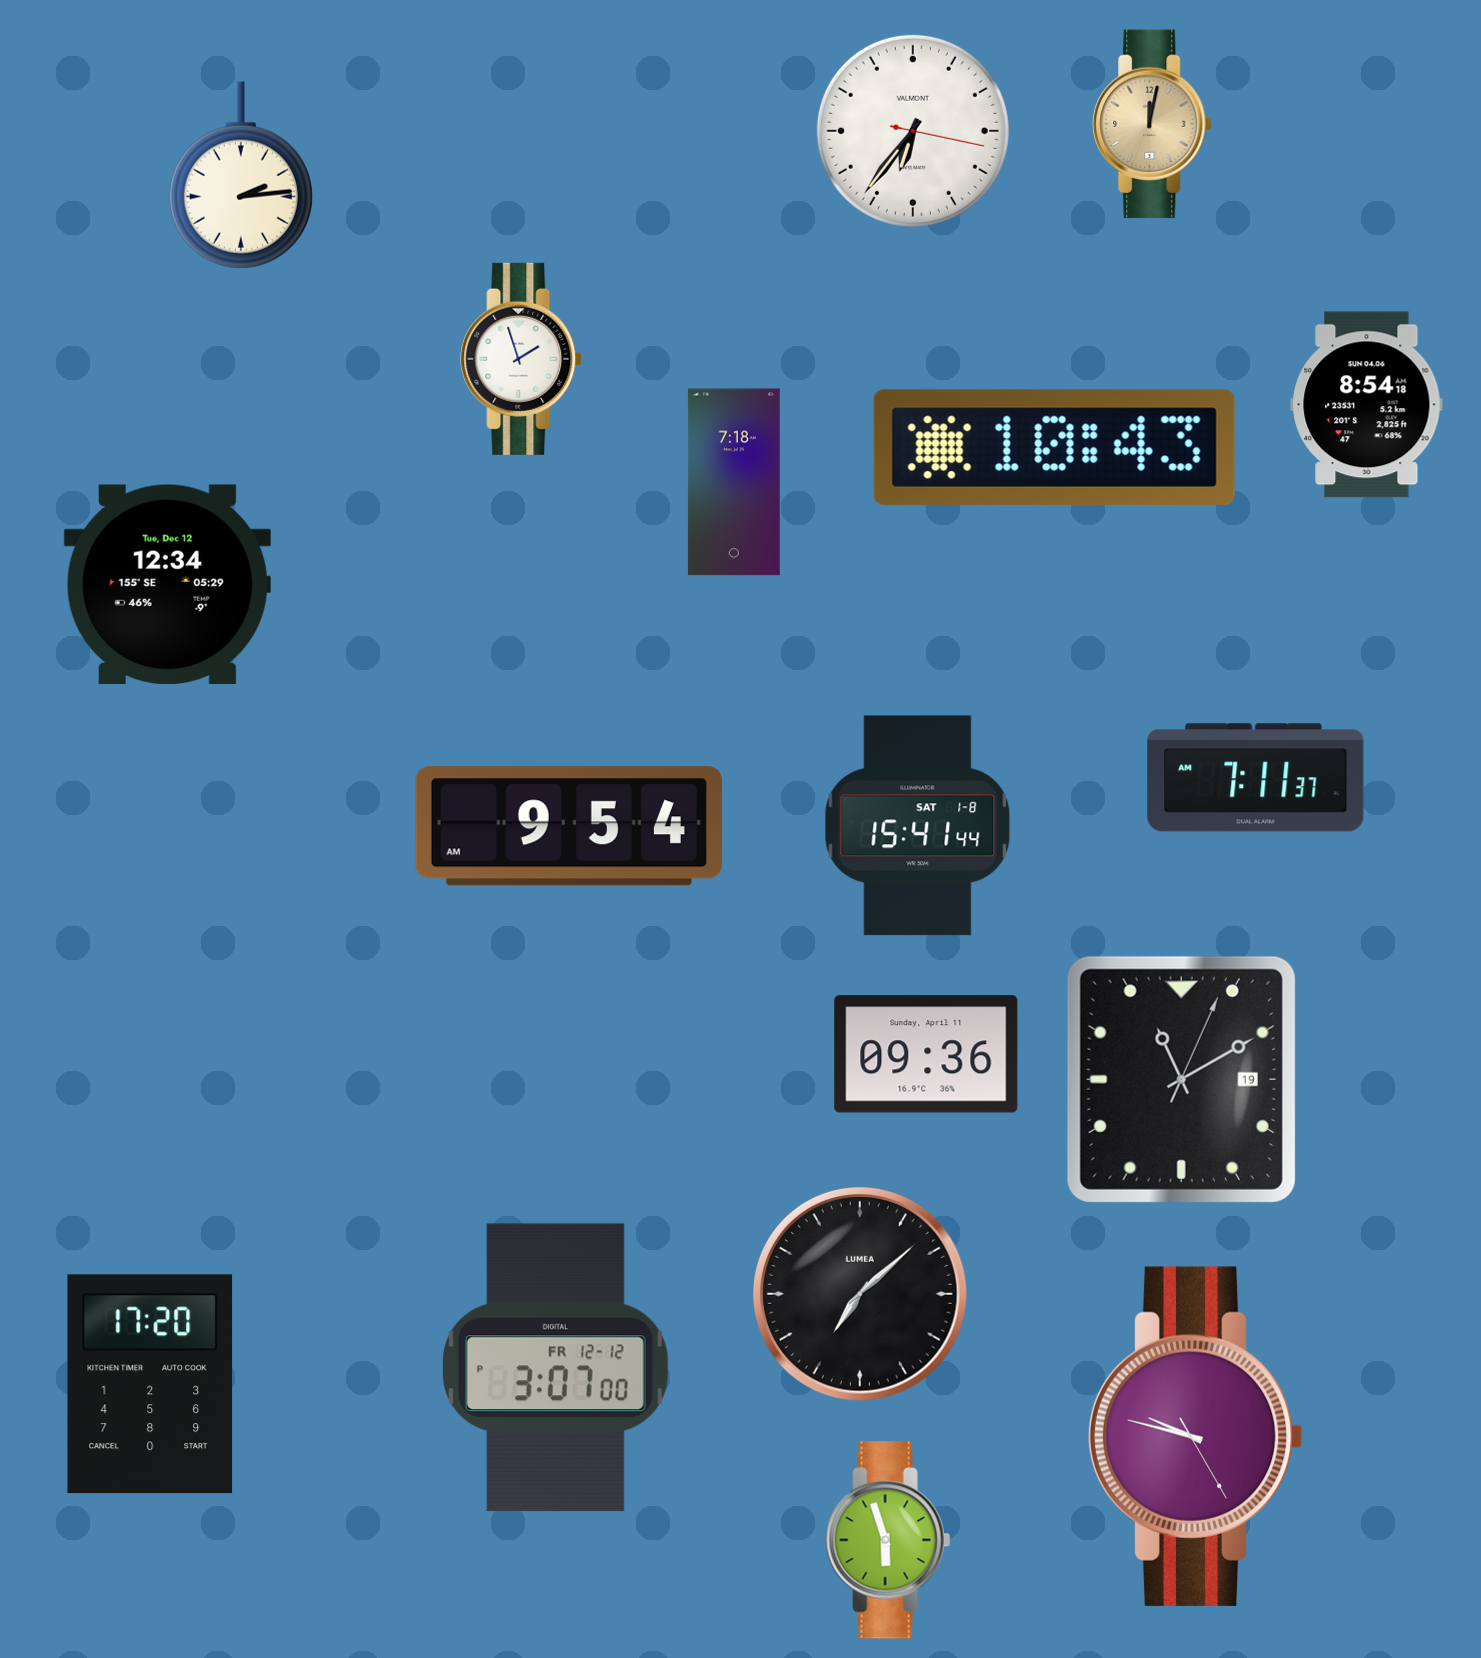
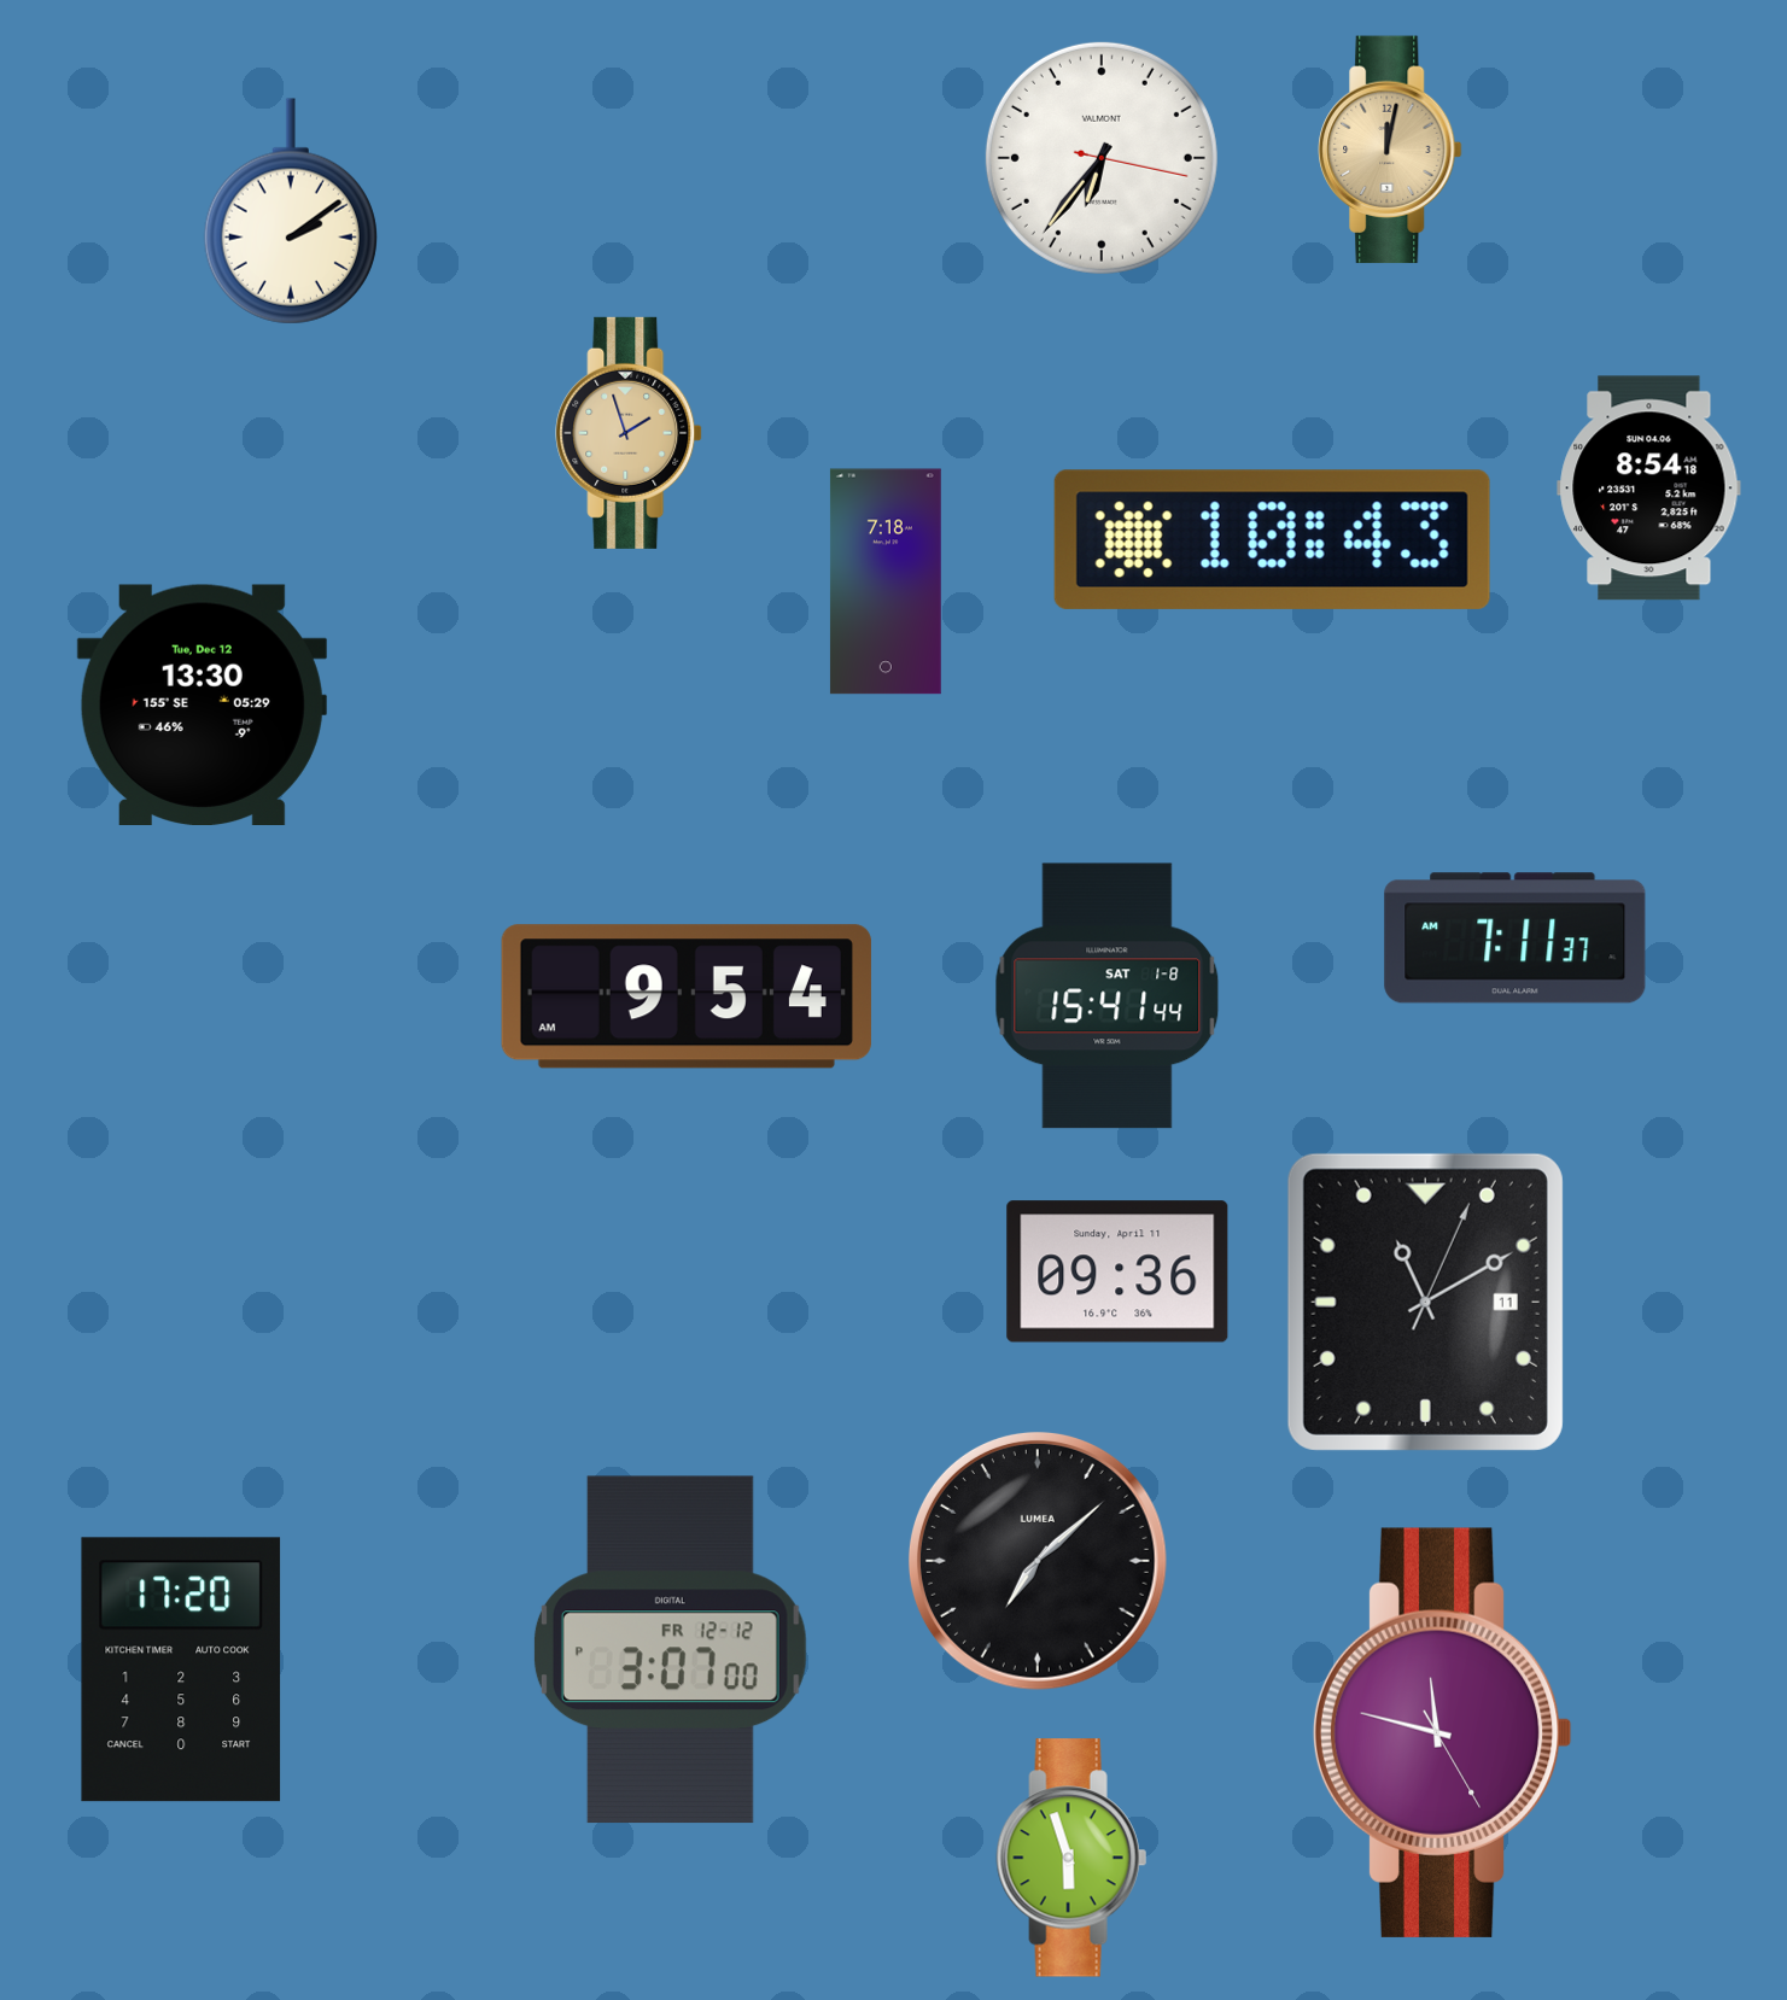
clock at (241, 175): 2:14 -> 2:09
clock at (521, 359) dial: white -> champagne
clock at (167, 584): 12:34 -> 13:30
clock at (1181, 1079) date: 19 -> 11
clock at (1195, 1436): 9:47 -> 11:47
